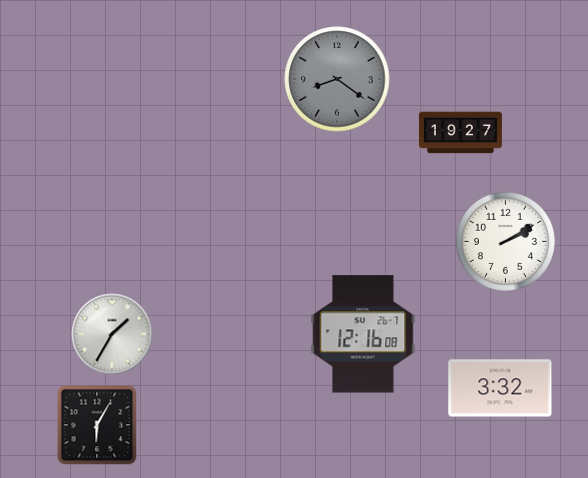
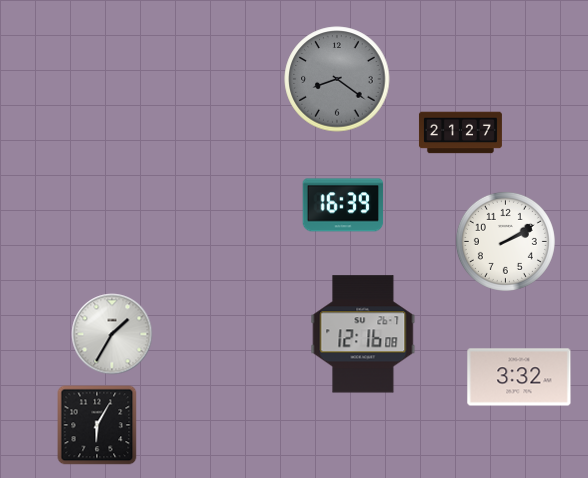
clock at (460, 133): 19:27 -> 21:27
clock at (343, 205): none -> 16:39
clock at (500, 388) position: (500, 388) -> (519, 377)
